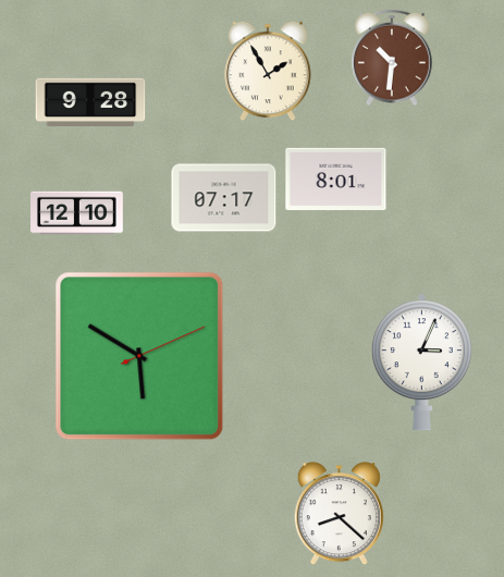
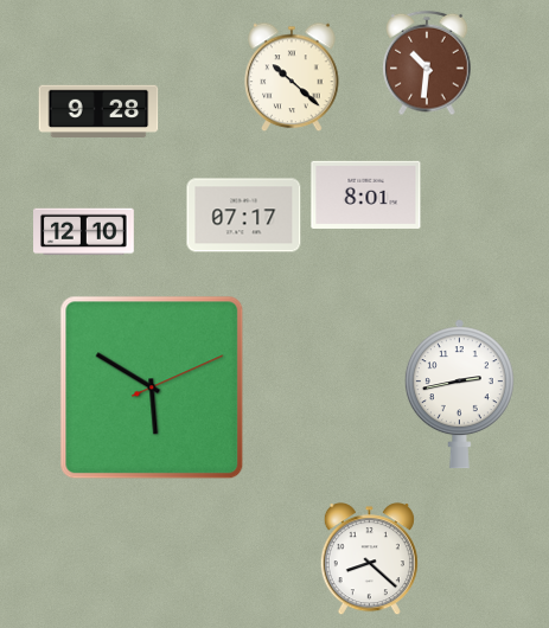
clock at (268, 71): 1:55 -> 10:22
clock at (421, 363): 3:04 -> 2:43
